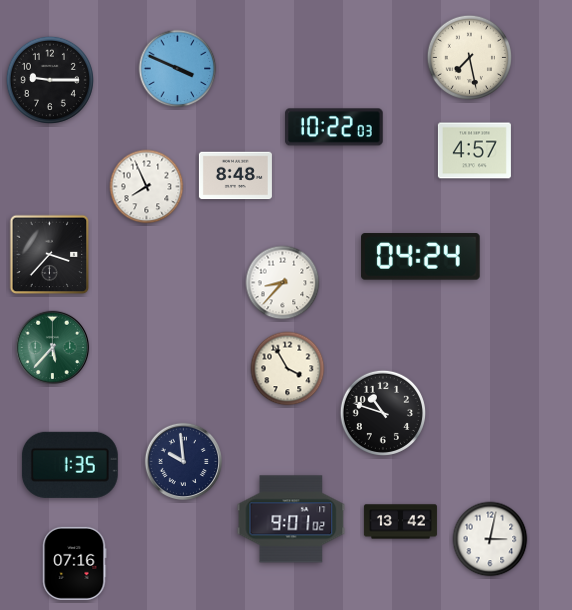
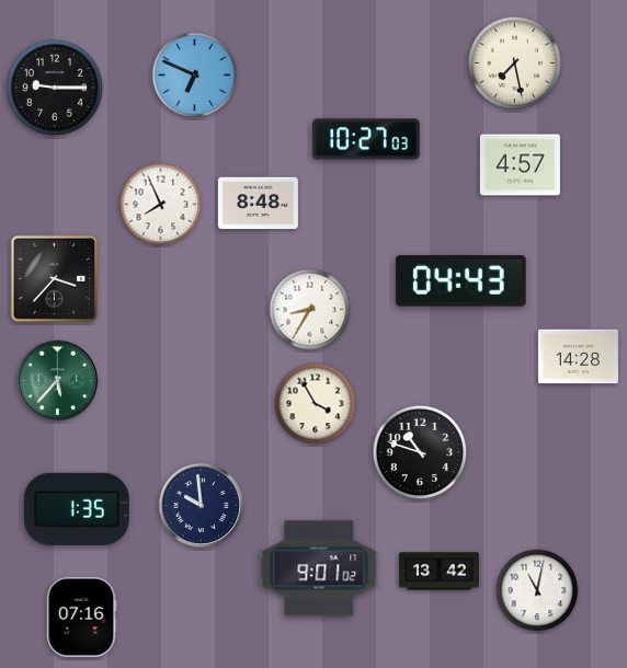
clock at (178, 69): 3:49 -> 6:49
clock at (334, 127): 10:22 -> 10:27
clock at (235, 176) position: (235, 176) -> (258, 204)
clock at (421, 257): 04:24 -> 04:43
clock at (283, 283): 8:37 -> 8:35
clock at (578, 357): none -> 14:28
clock at (490, 539): 3:02 -> 11:02
